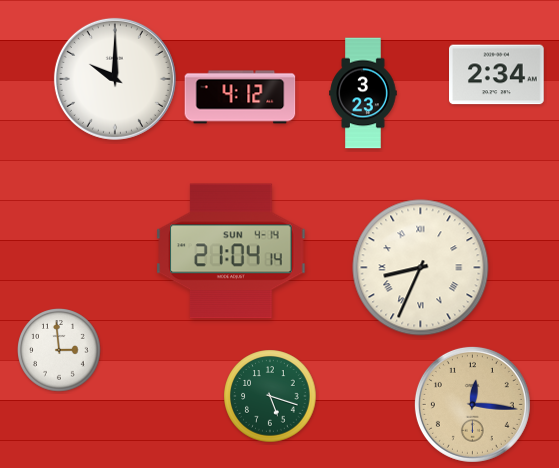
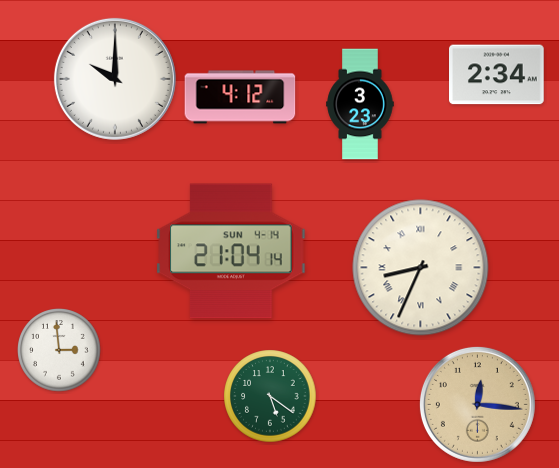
clock at (363, 93) position: (363, 93) -> (360, 104)
clock at (270, 396): 5:18 -> 5:21
clock at (472, 404) position: (472, 404) -> (477, 404)
